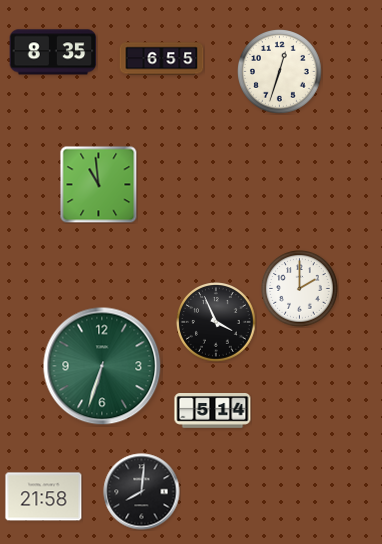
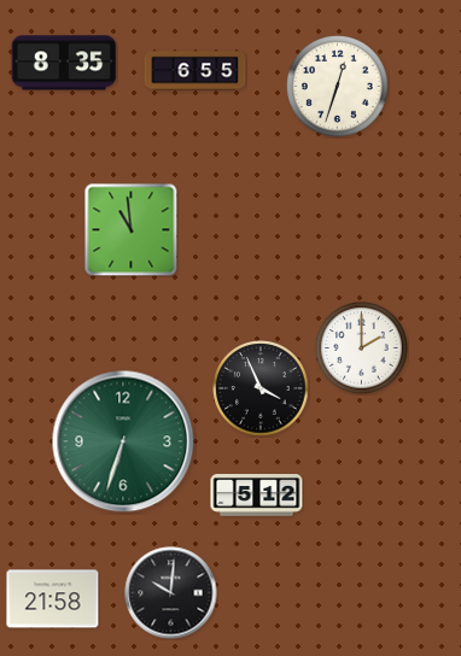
clock at (98, 184) position: (98, 184) -> (130, 229)
clock at (213, 411): 5:14 -> 5:12
clock at (142, 492): 8:01 -> 10:01
